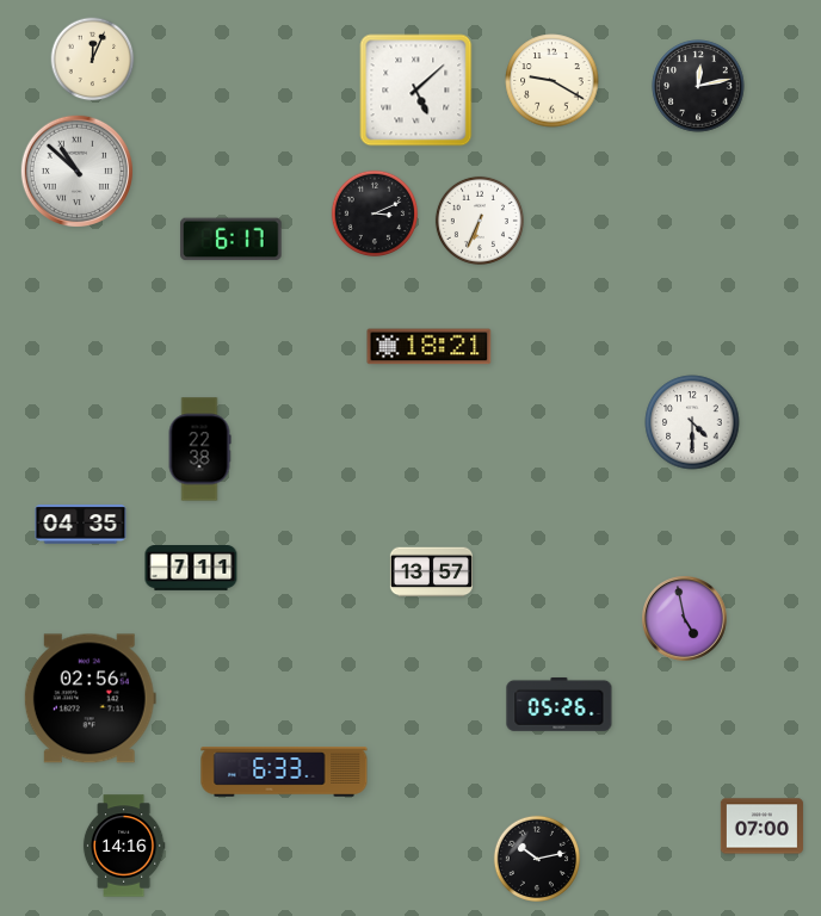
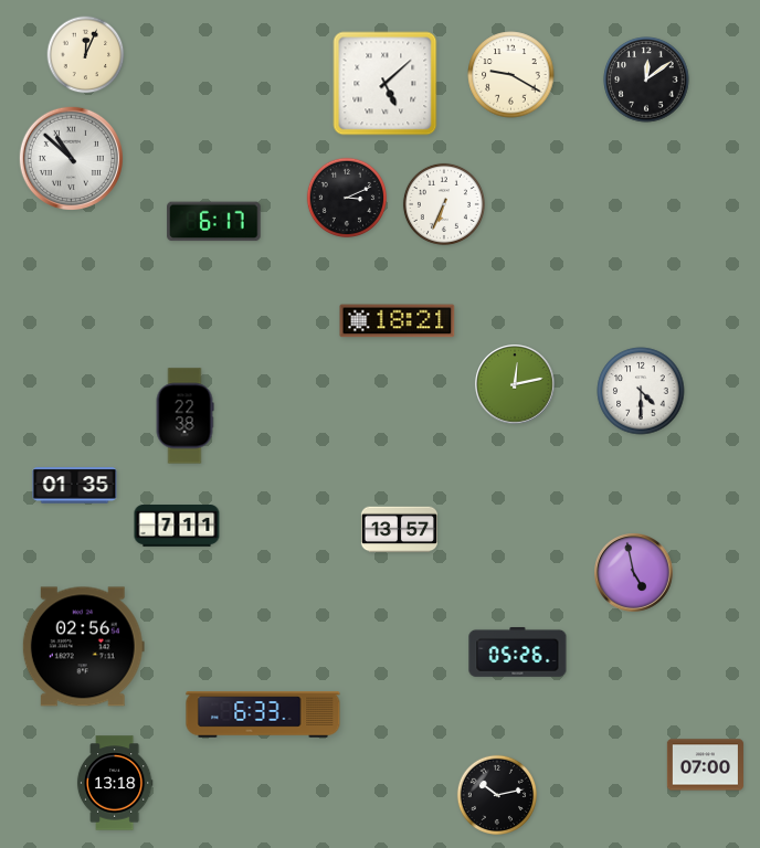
clock at (698, 86): 12:13 -> 12:09
clock at (515, 384): none -> 12:13
clock at (81, 525): 04:35 -> 01:35
clock at (124, 846): 14:16 -> 13:18
